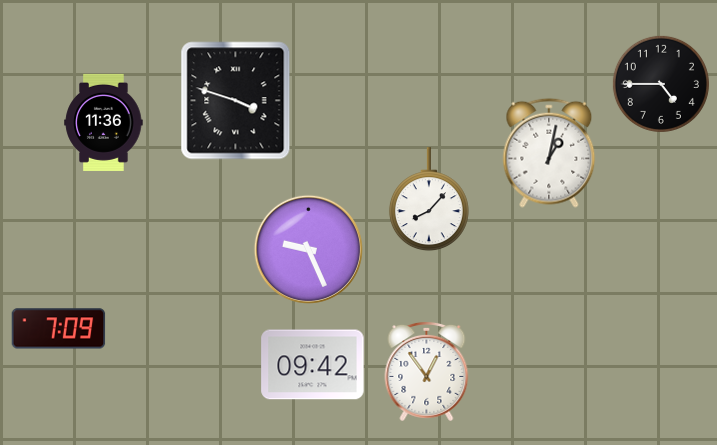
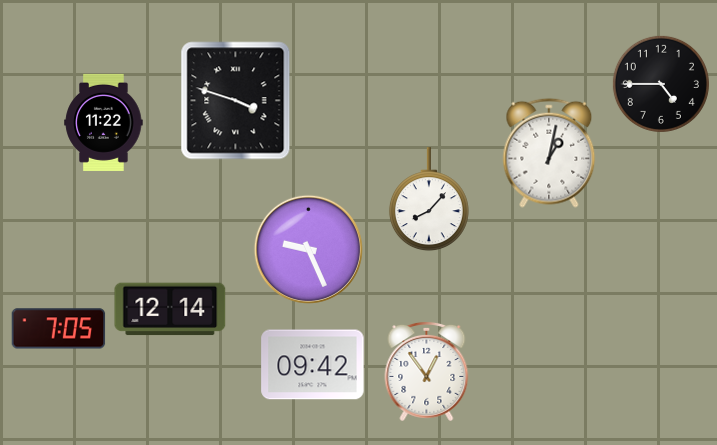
clock at (104, 122): 11:36 -> 11:22
clock at (170, 309): none -> 12:14
clock at (59, 329): 7:09 -> 7:05
